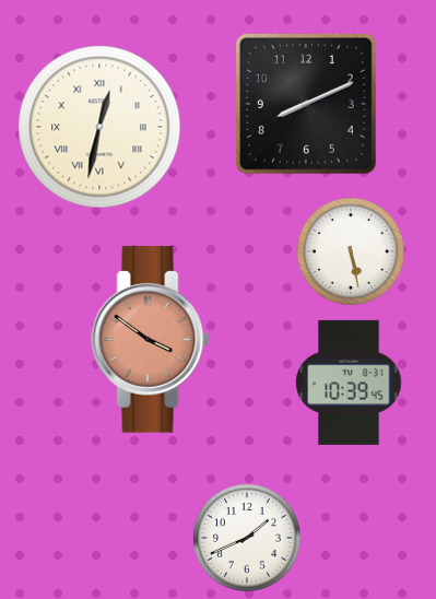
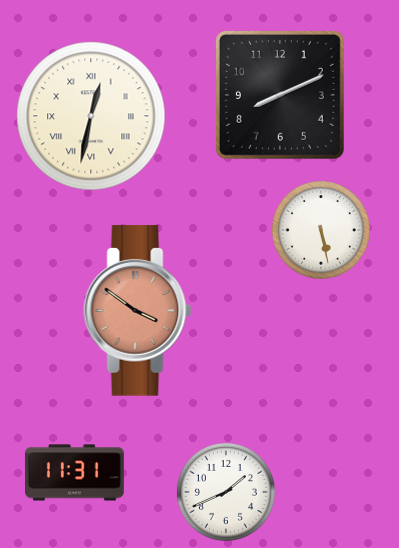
clock at (349, 383): 10:39 -> none
clock at (75, 473): none -> 11:31
